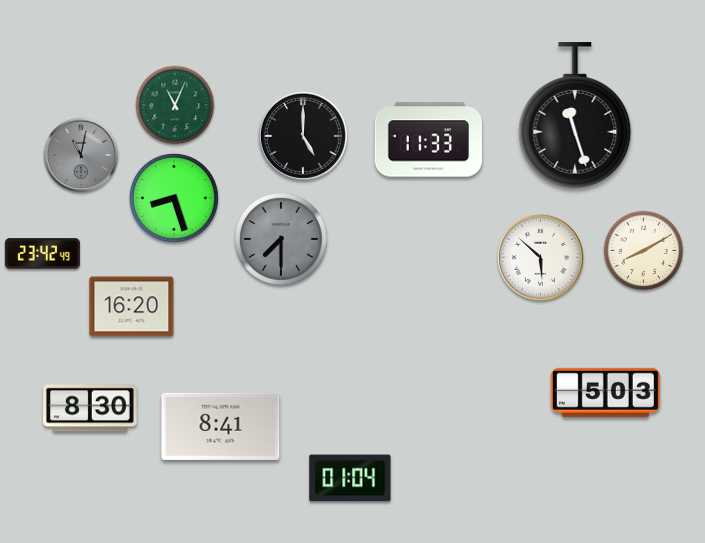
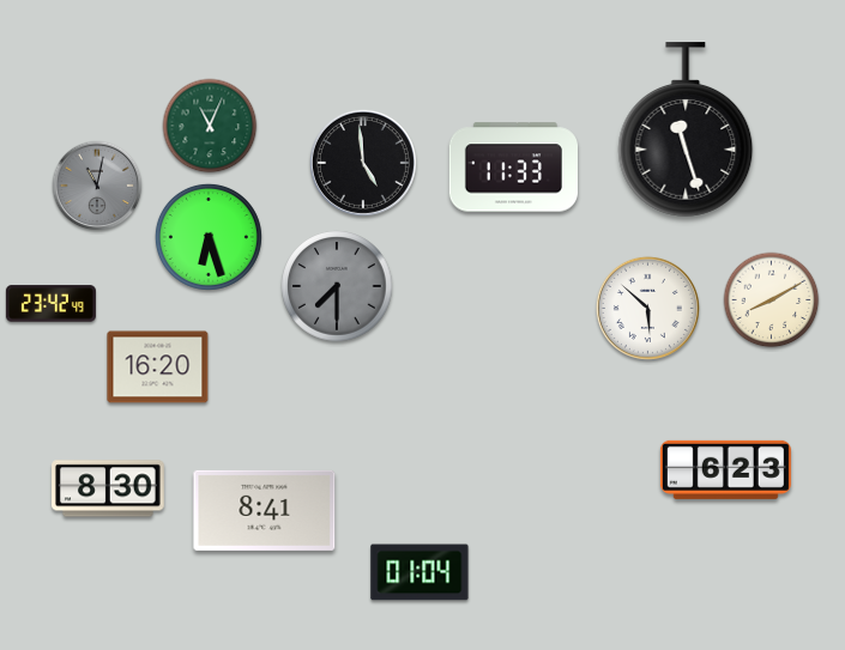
clock at (575, 115) position: (575, 115) -> (686, 129)
clock at (303, 136): 5:00 -> 4:59
clock at (174, 198): 8:27 -> 6:27
clock at (605, 392): 5:03 -> 6:23
